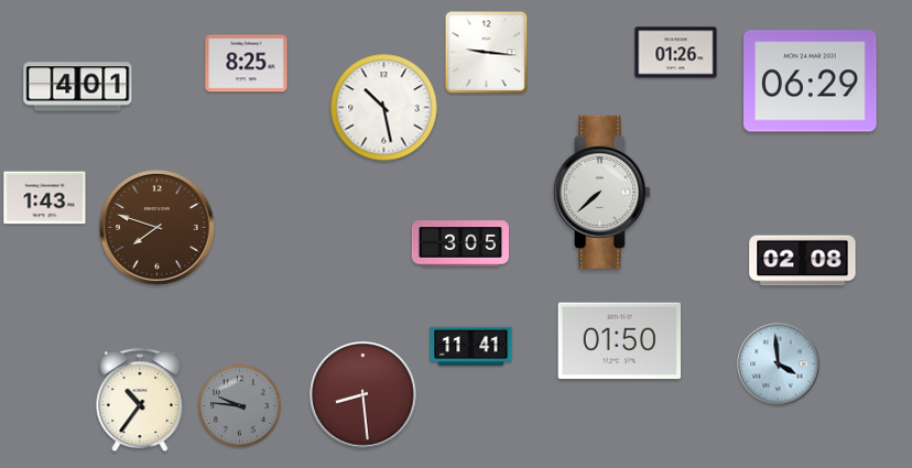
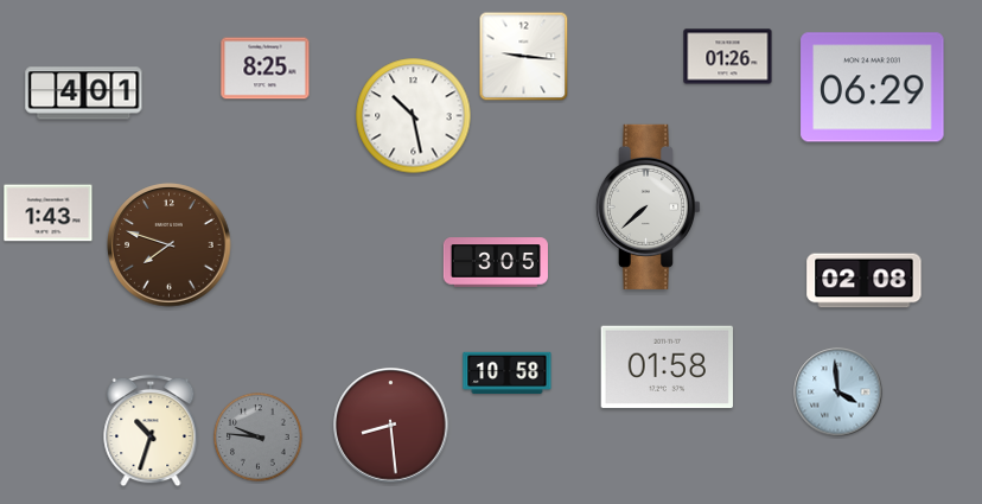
clock at (619, 341): 01:50 -> 01:58
clock at (471, 346): 11:41 -> 10:58
clock at (140, 400): 10:36 -> 10:33
